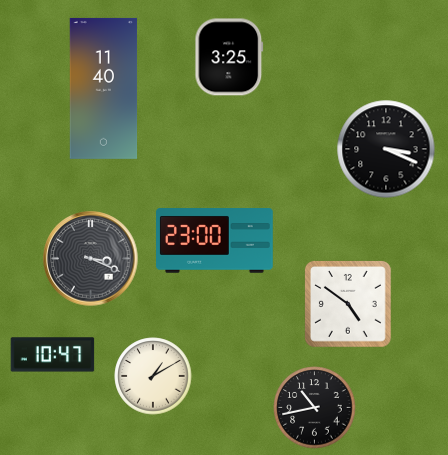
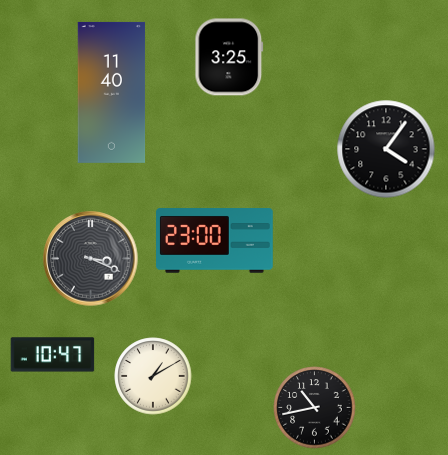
clock at (104, 88) position: (104, 88) -> (112, 92)
clock at (386, 149): 3:19 -> 4:06
clock at (349, 305): 4:51 -> none
